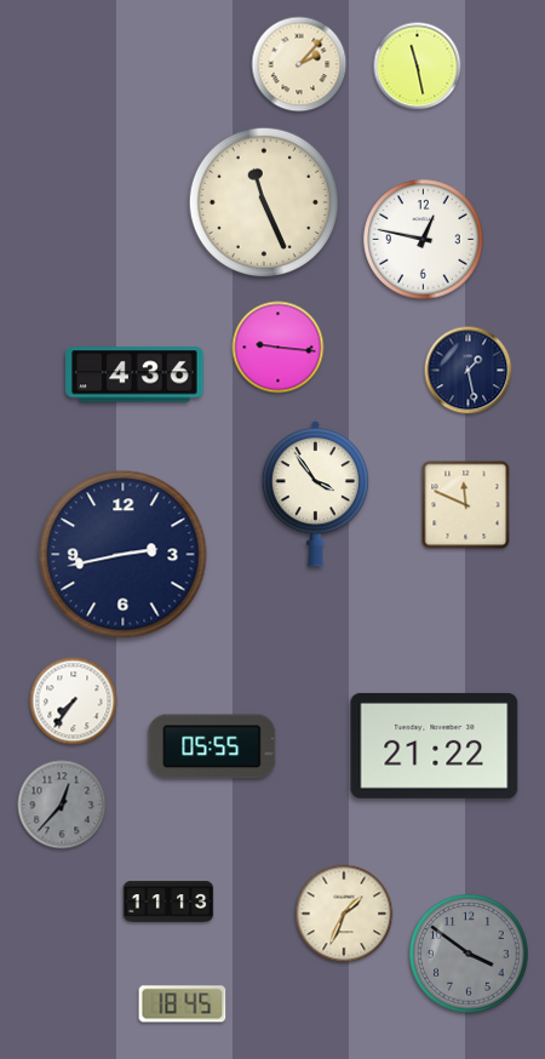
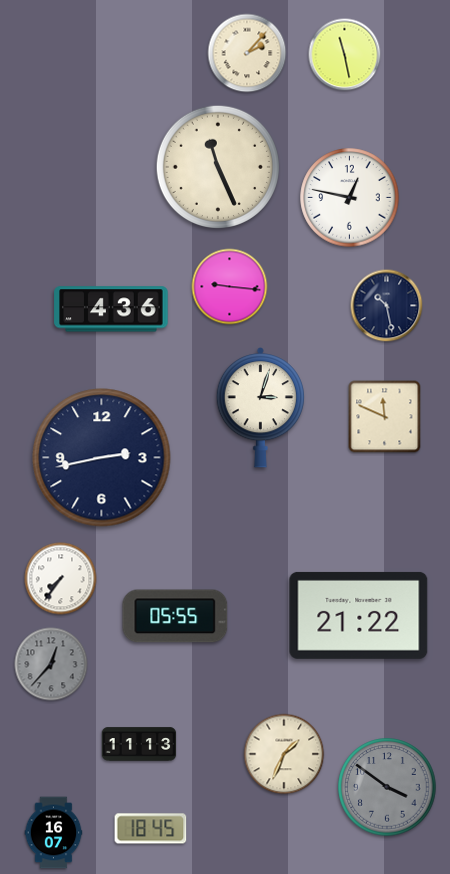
clock at (469, 371): 1:28 -> 10:28
clock at (315, 494): 3:54 -> 3:03
clock at (54, 833): none -> 16:07
